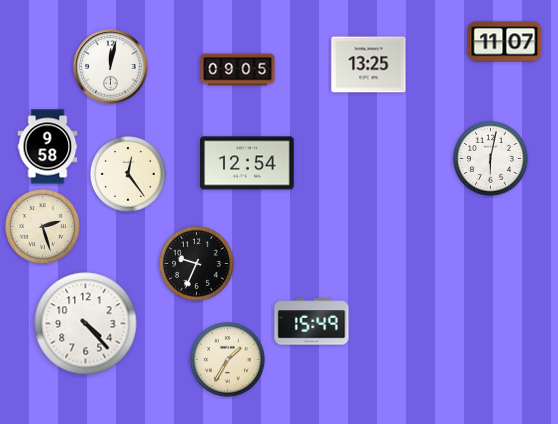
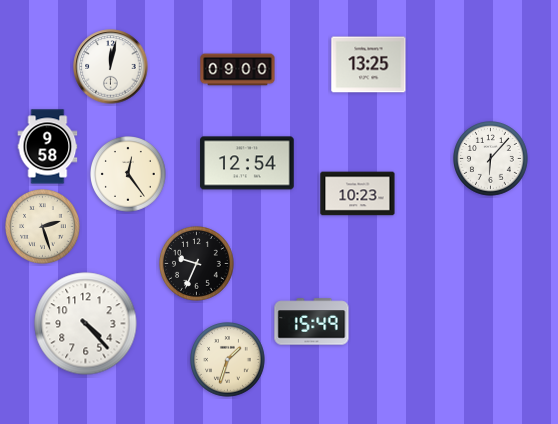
clock at (505, 42): 11:07 -> none
clock at (238, 70): 09:05 -> 09:00
clock at (491, 159): 6:02 -> 6:07
clock at (358, 194): none -> 10:23
clock at (228, 360): 1:35 -> 1:33
